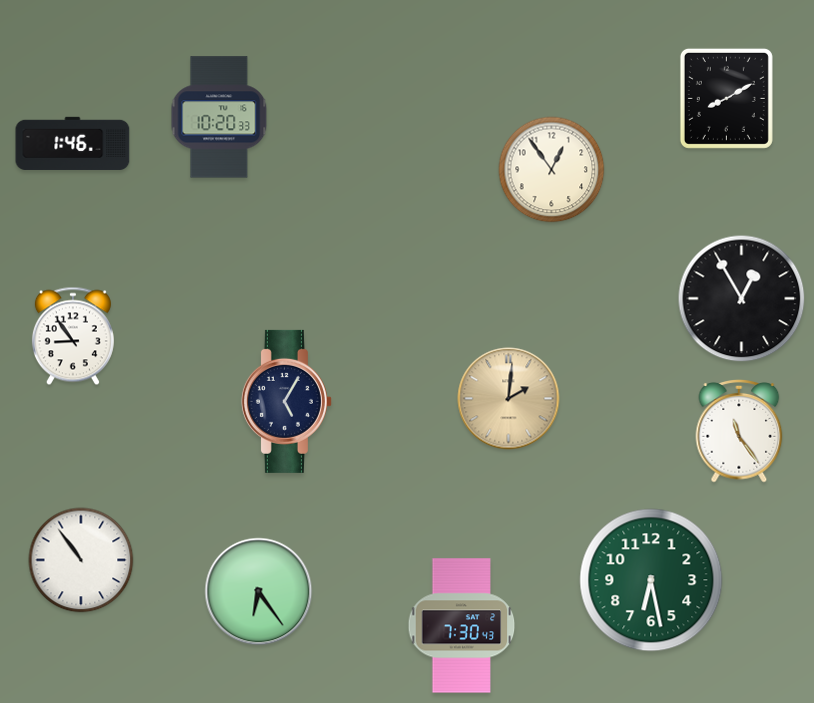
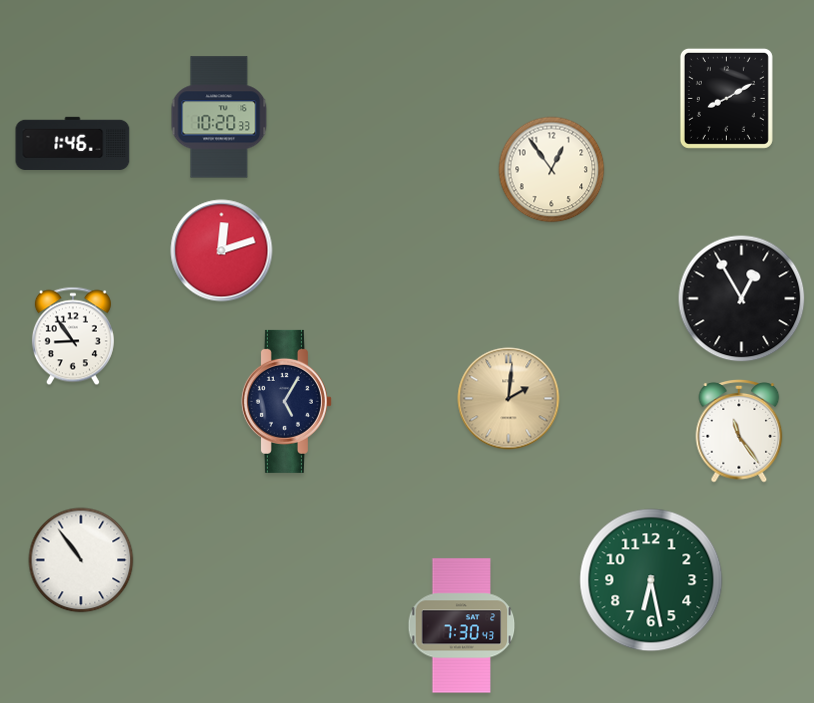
clock at (222, 251): none -> 12:12
clock at (259, 592): 6:24 -> none
